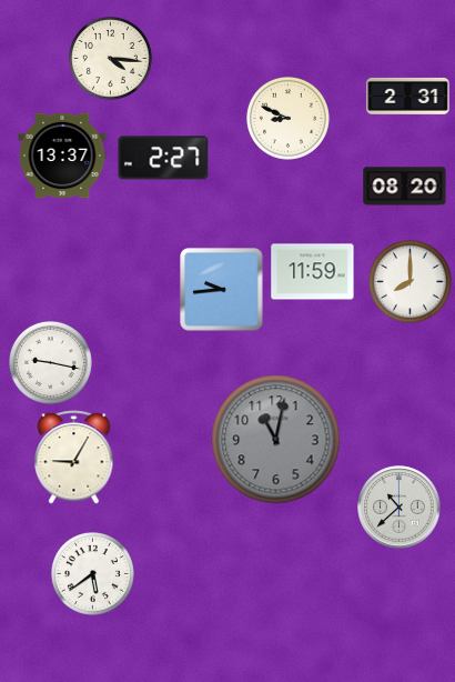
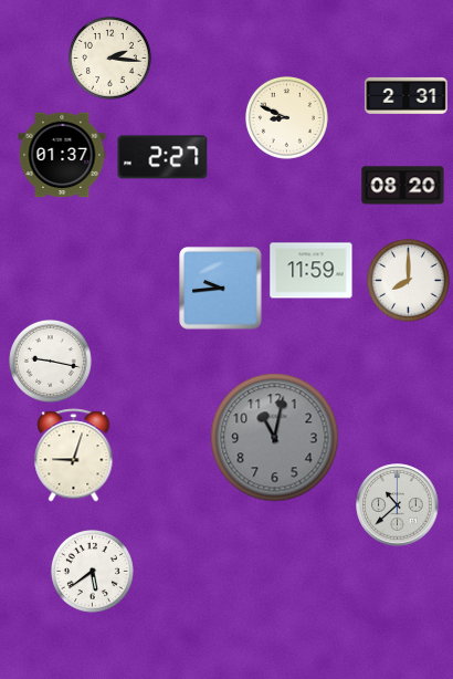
clock at (110, 58): 4:16 -> 2:16
clock at (62, 156): 13:37 -> 01:37
clock at (74, 458): 9:05 -> 9:03
